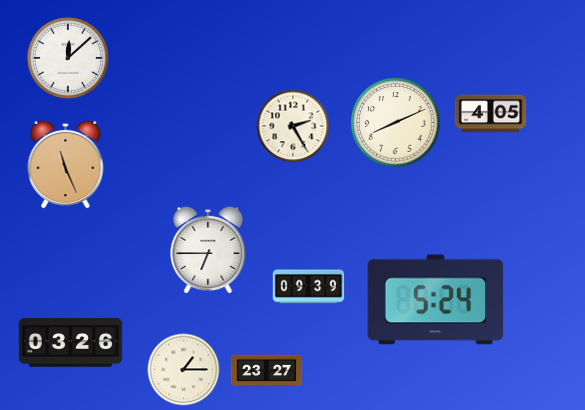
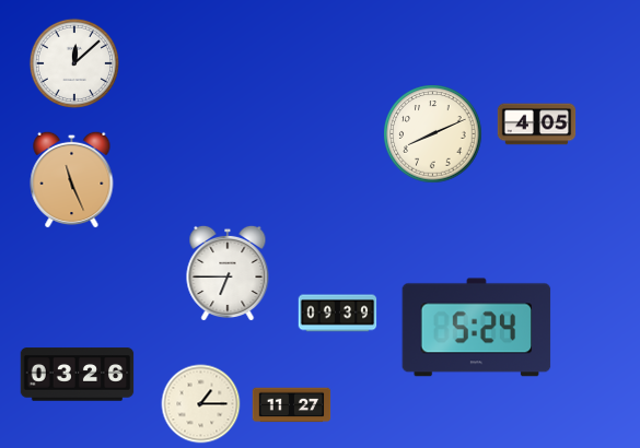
clock at (293, 126): 2:25 -> none
clock at (267, 371): 23:27 -> 11:27
